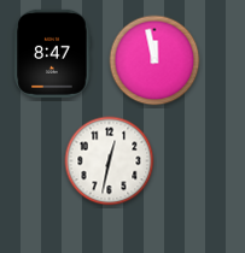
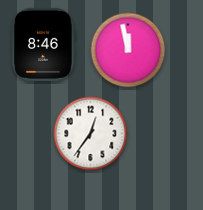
clock at (53, 53): 8:47 -> 8:46
clock at (110, 161): 12:32 -> 12:36
